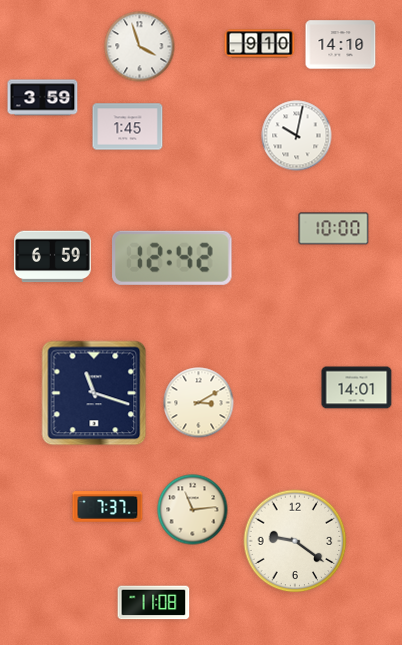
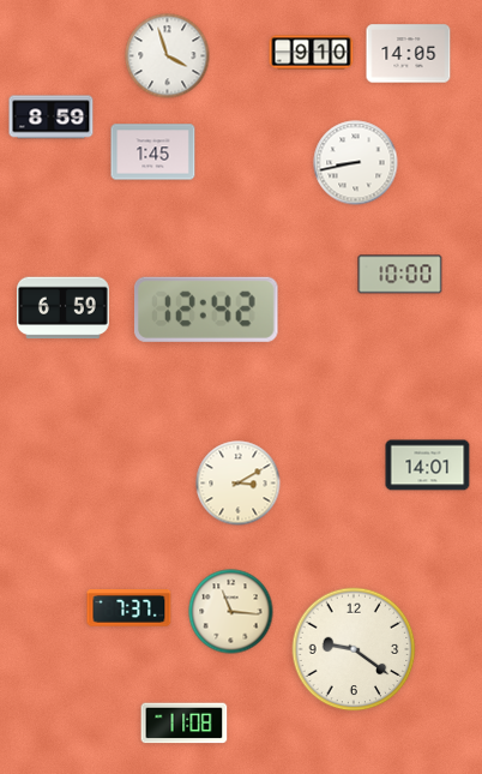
clock at (341, 45): 14:10 -> 14:05
clock at (43, 98): 3:59 -> 8:59
clock at (297, 136): 10:02 -> 8:43
clock at (94, 393): 11:18 -> none
clock at (193, 510): 11:14 -> 11:16
